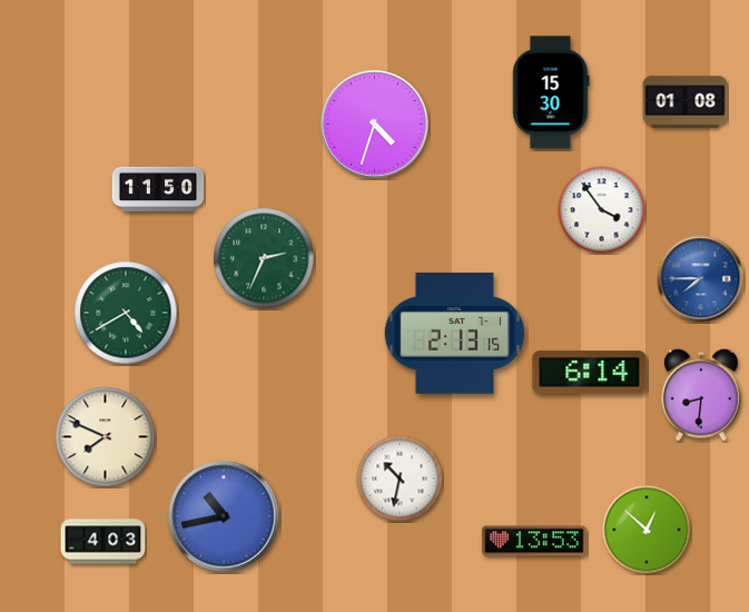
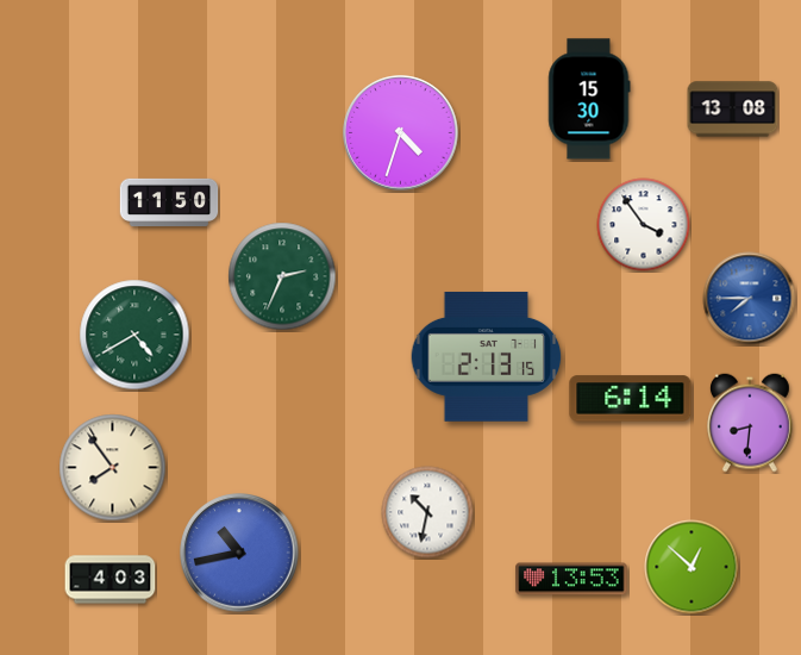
clock at (686, 102): 01:08 -> 13:08
clock at (106, 437): 7:49 -> 7:54
